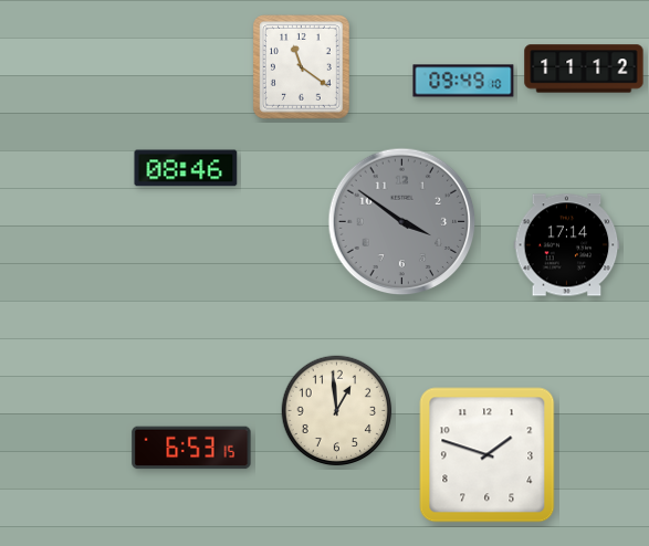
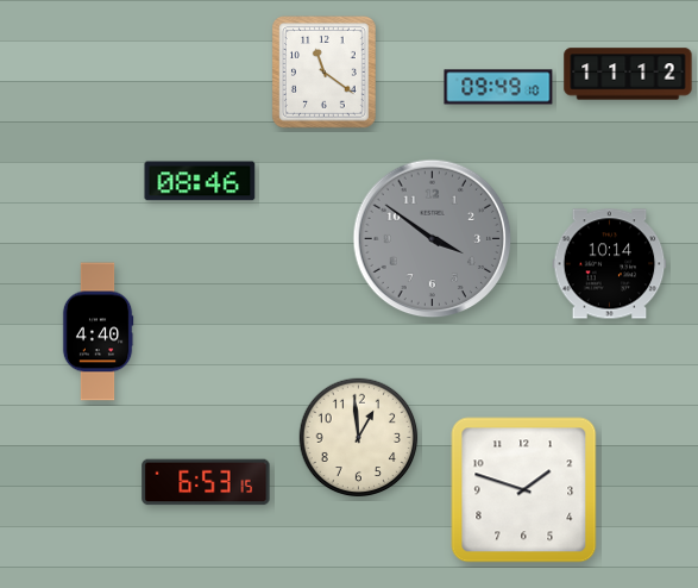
clock at (567, 245): 17:14 -> 10:14
clock at (98, 332): none -> 4:40
clock at (337, 411) position: (337, 411) -> (359, 438)
